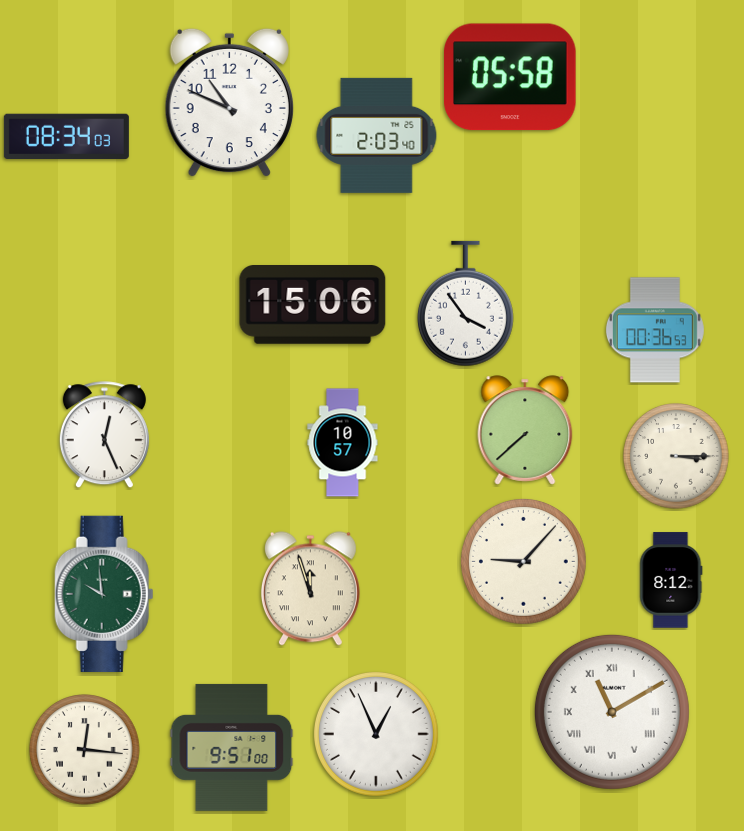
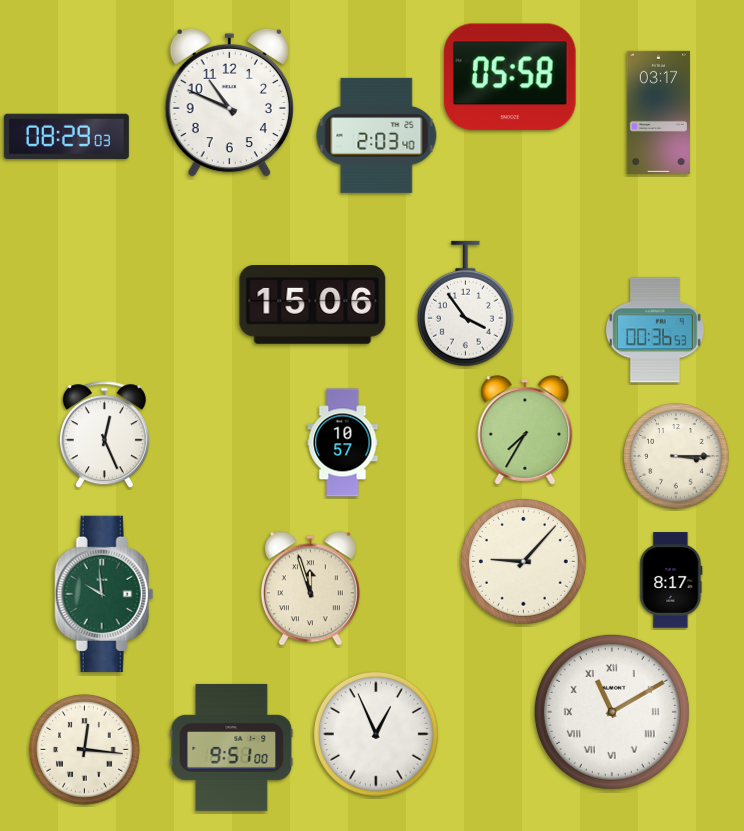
clock at (658, 112): none -> 03:17
clock at (66, 137): 08:34 -> 08:29
clock at (525, 430): 7:38 -> 7:35
clock at (671, 580): 8:12 -> 8:17
